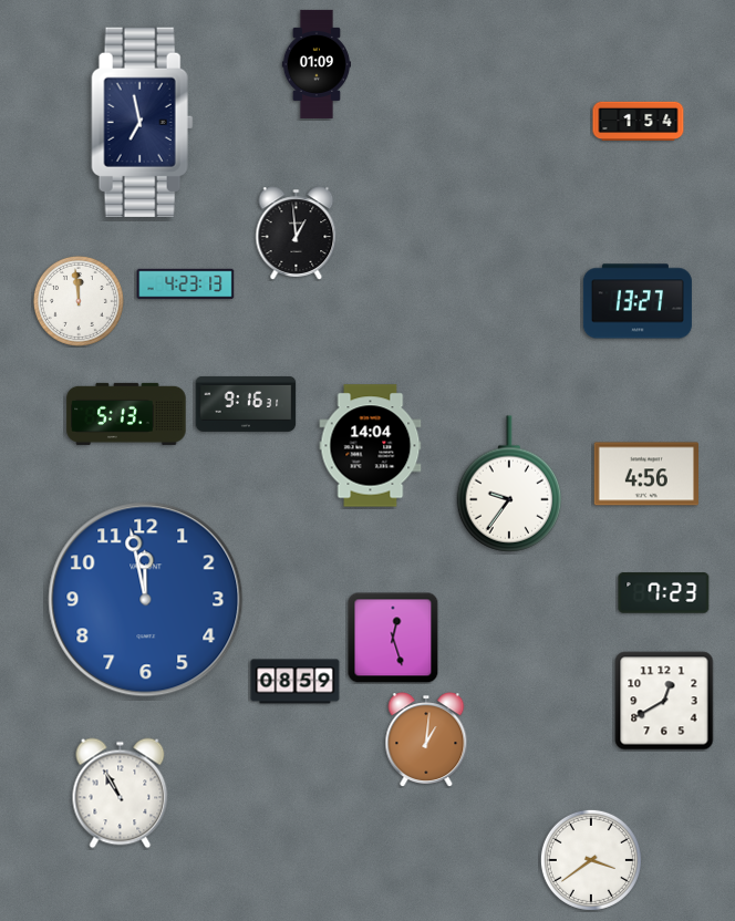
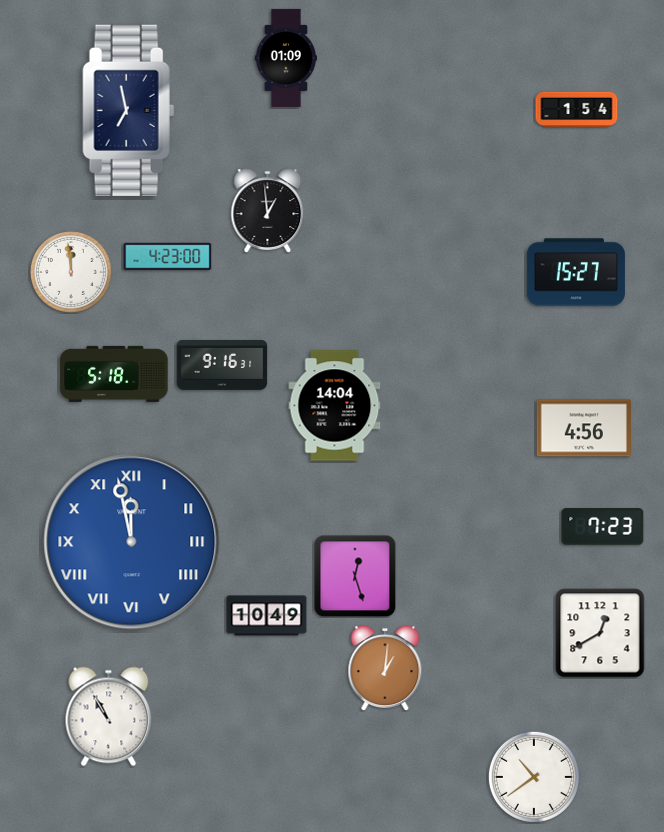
clock at (186, 284): 4:23:13 -> 4:23:00
clock at (638, 301): 13:27 -> 15:27
clock at (126, 414): 5:13 -> 5:18
clock at (371, 446) position: (371, 446) -> (335, 406)
clock at (509, 484): 9:36 -> none
clock at (664, 593) position: (664, 593) -> (603, 527)
clock at (146, 600) numerals: Arabic -> Roman
clock at (296, 682): 08:59 -> 10:49
clock at (591, 860): 3:39 -> 10:39
